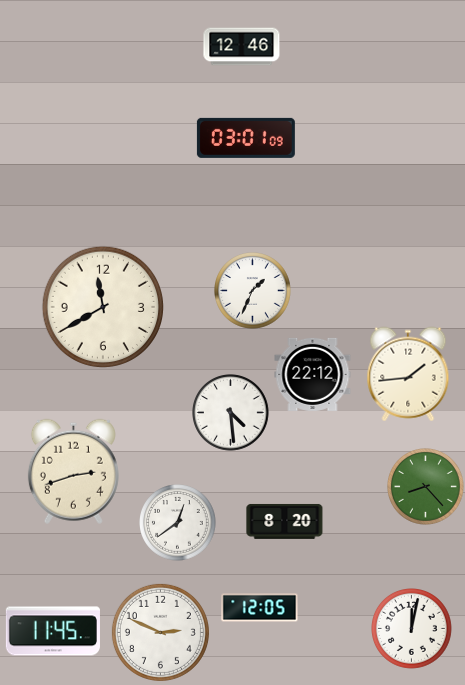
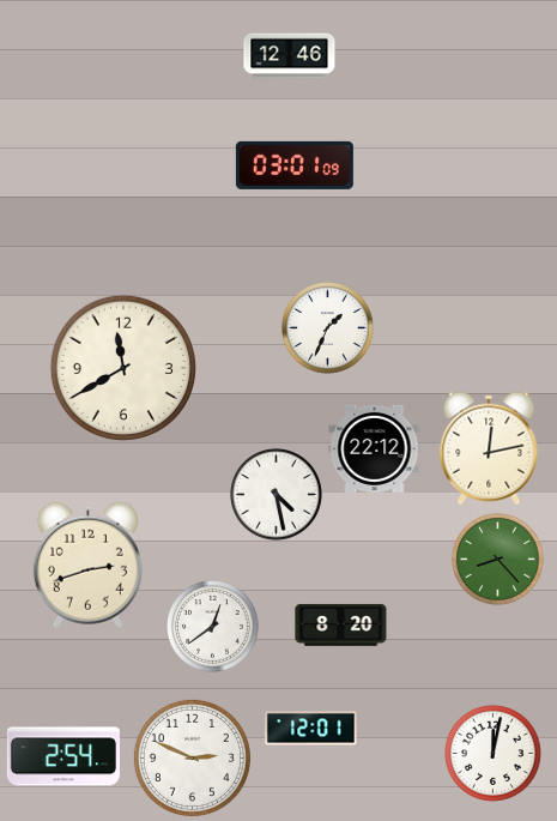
clock at (253, 291) position: (253, 291) -> (328, 328)
clock at (408, 374): 1:44 -> 12:13
clock at (231, 413): 4:29 -> 4:28
clock at (426, 487) position: (426, 487) -> (498, 560)
clock at (260, 608): 12:05 -> 12:01
clock at (53, 631): 11:45 -> 2:54
